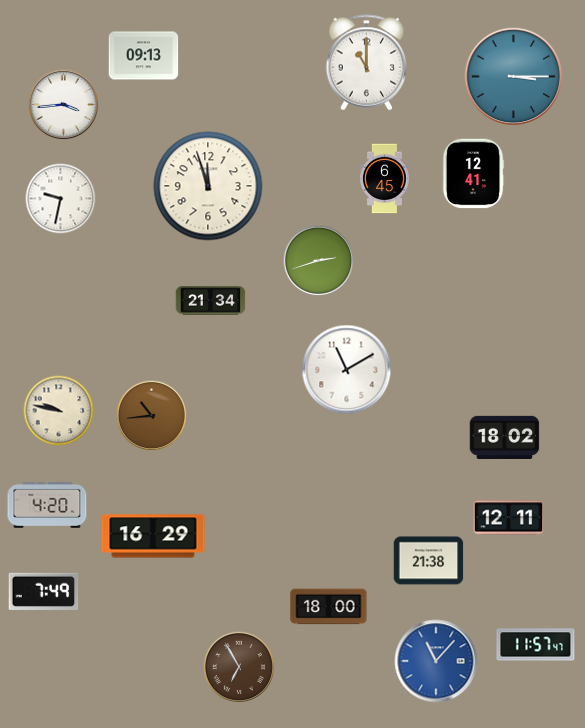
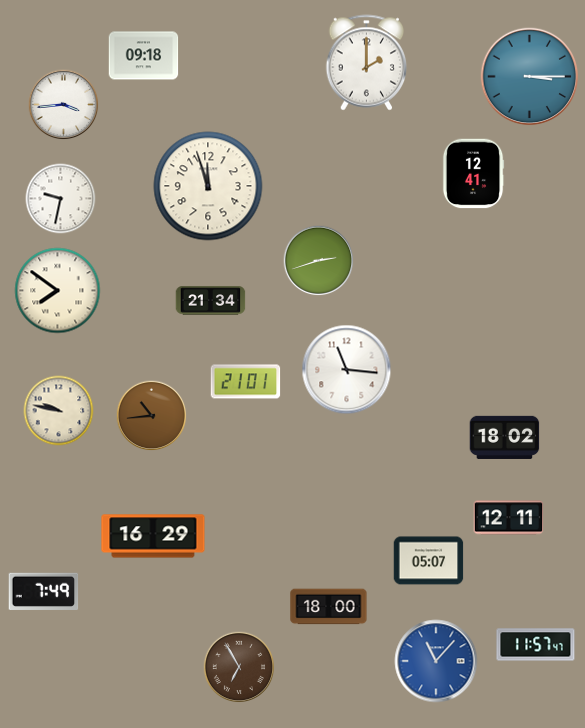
clock at (144, 56): 09:13 -> 09:18
clock at (367, 63): 11:00 -> 2:00
clock at (514, 77) position: (514, 77) -> (530, 77)
clock at (385, 179): 6:45 -> none
clock at (58, 291): none -> 7:51
clock at (347, 370): 11:10 -> 11:16
clock at (246, 382): none -> 21:01
clock at (47, 505): 4:20 -> none
clock at (429, 561): 21:38 -> 05:07
